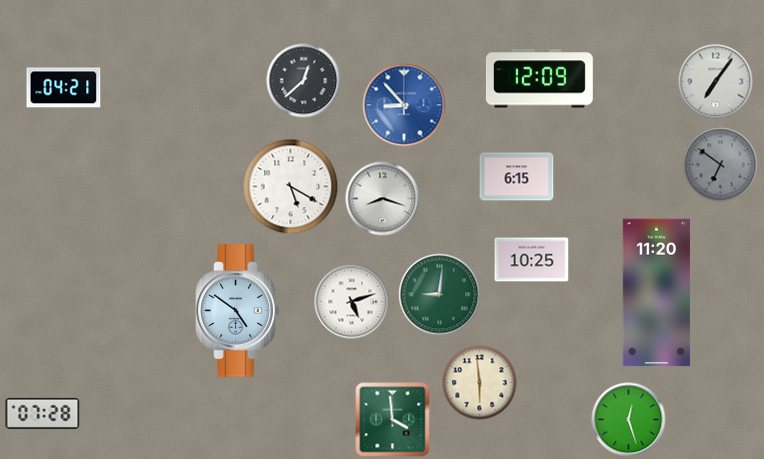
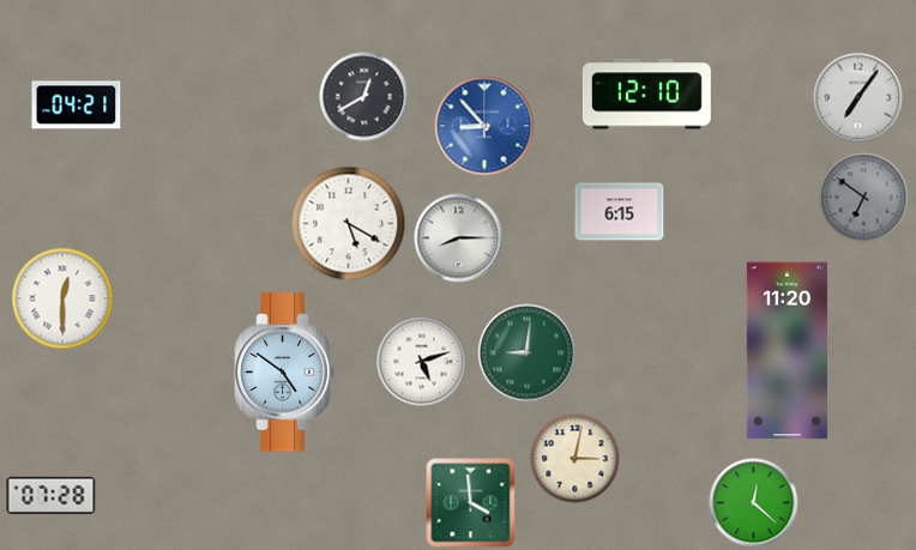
clock at (539, 79): 12:09 -> 12:10
clock at (304, 81): 12:38 -> 12:40
clock at (383, 199): 8:18 -> 8:15
clock at (62, 298): none -> 12:30
clock at (532, 260): 10:25 -> none
clock at (480, 383): 5:59 -> 3:02
clock at (629, 420): 12:27 -> 12:22
